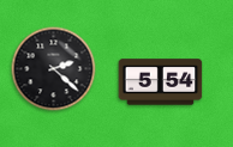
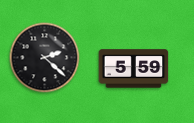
clock at (161, 82): 5:54 -> 5:59
